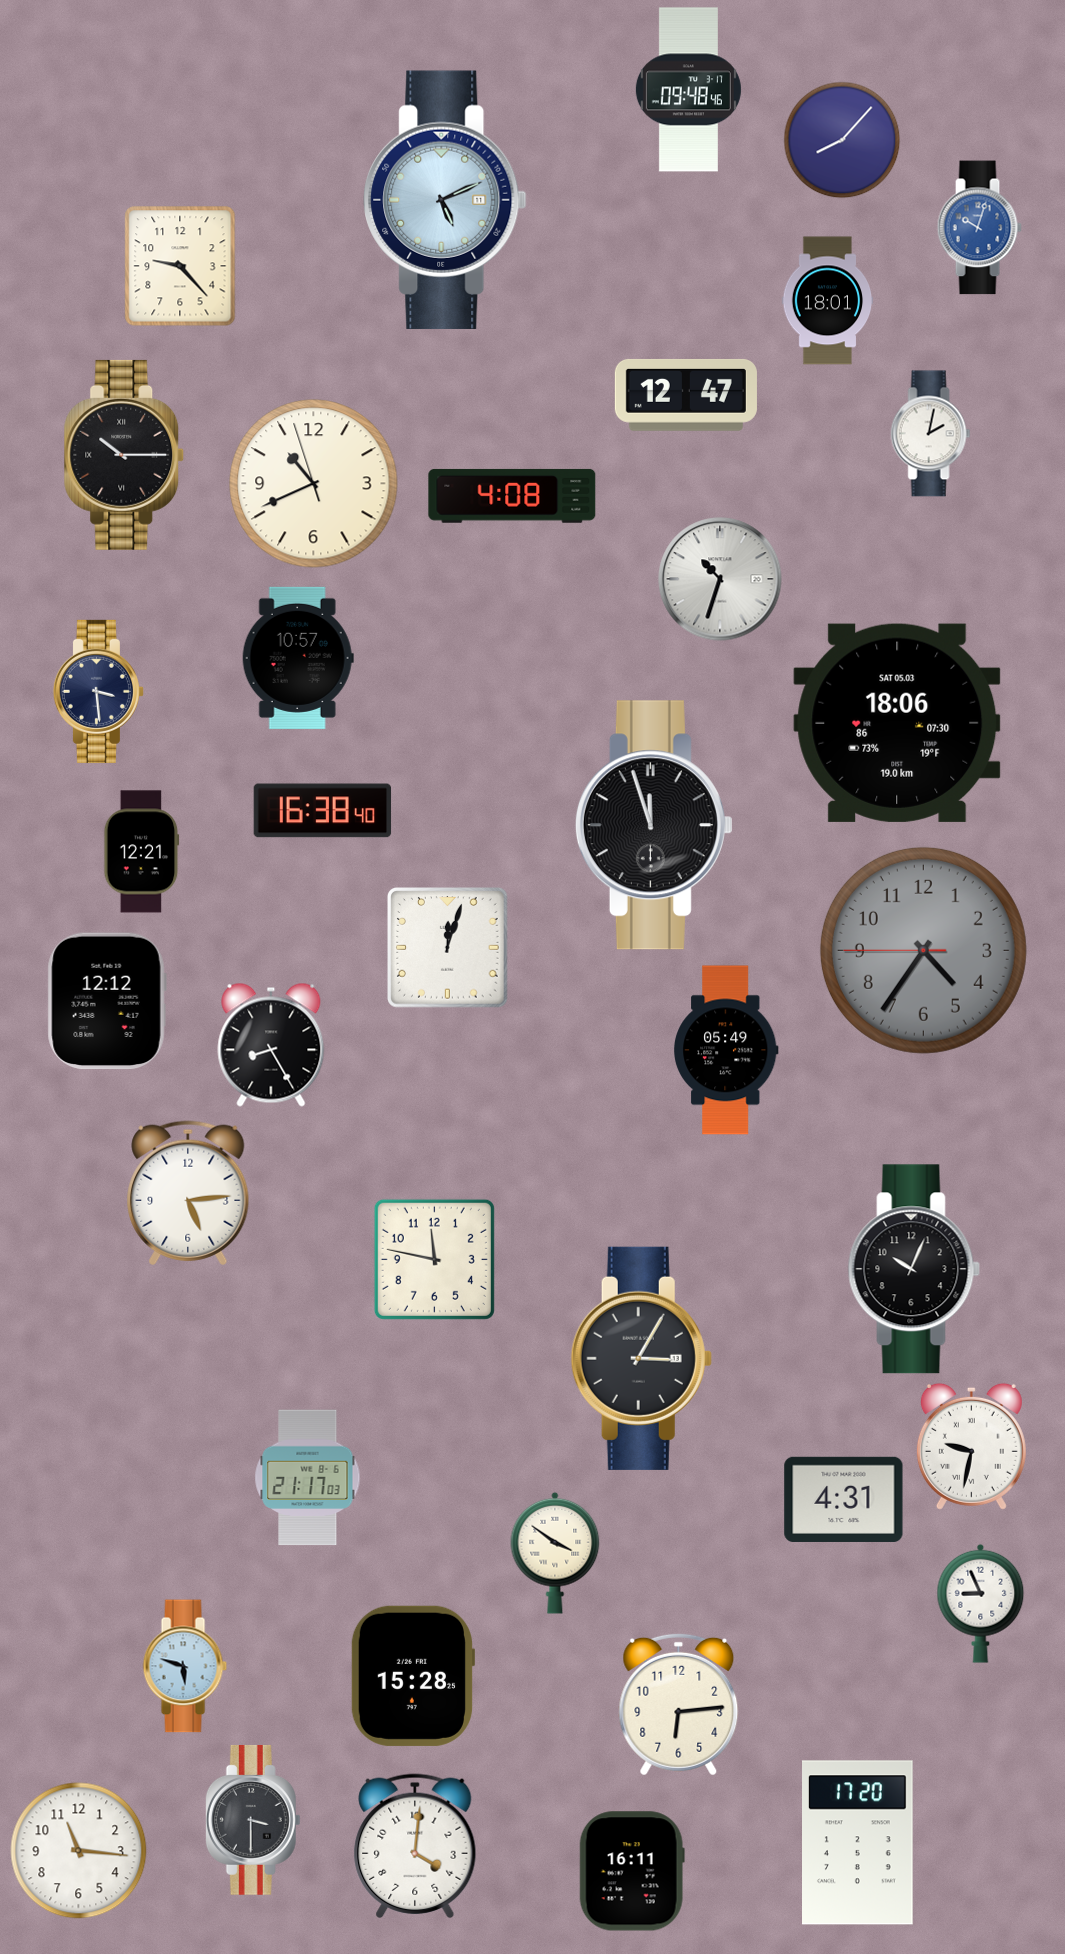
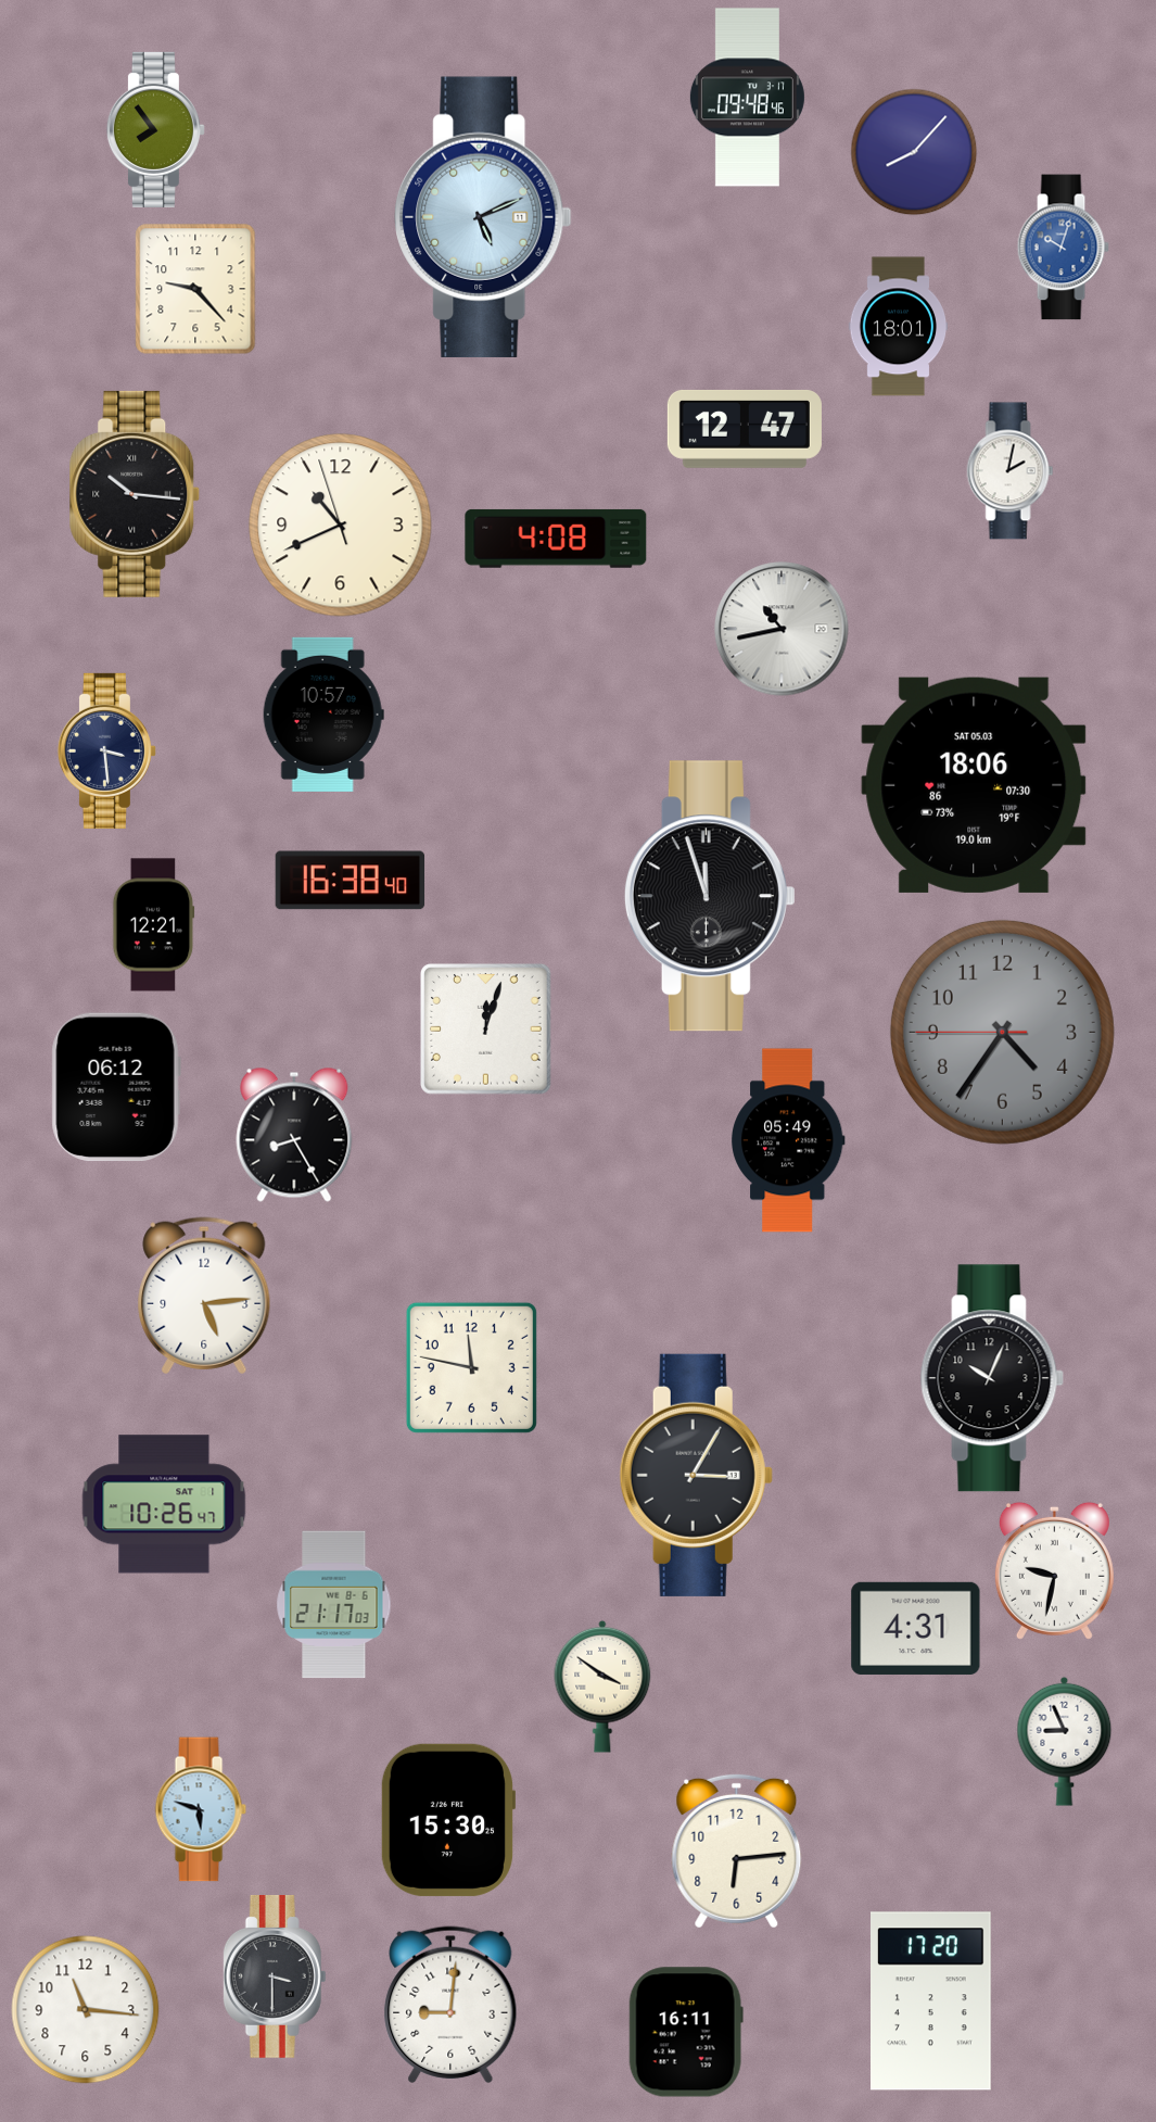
clock at (155, 129): none -> 7:54
clock at (124, 455): 10:15 -> 10:16
clock at (720, 579): 10:33 -> 10:43
clock at (107, 1001): 12:12 -> 06:12
clock at (164, 1504): none -> 10:26
clock at (412, 1676): 15:28 -> 15:30
clock at (415, 1846): 4:01 -> 9:01
